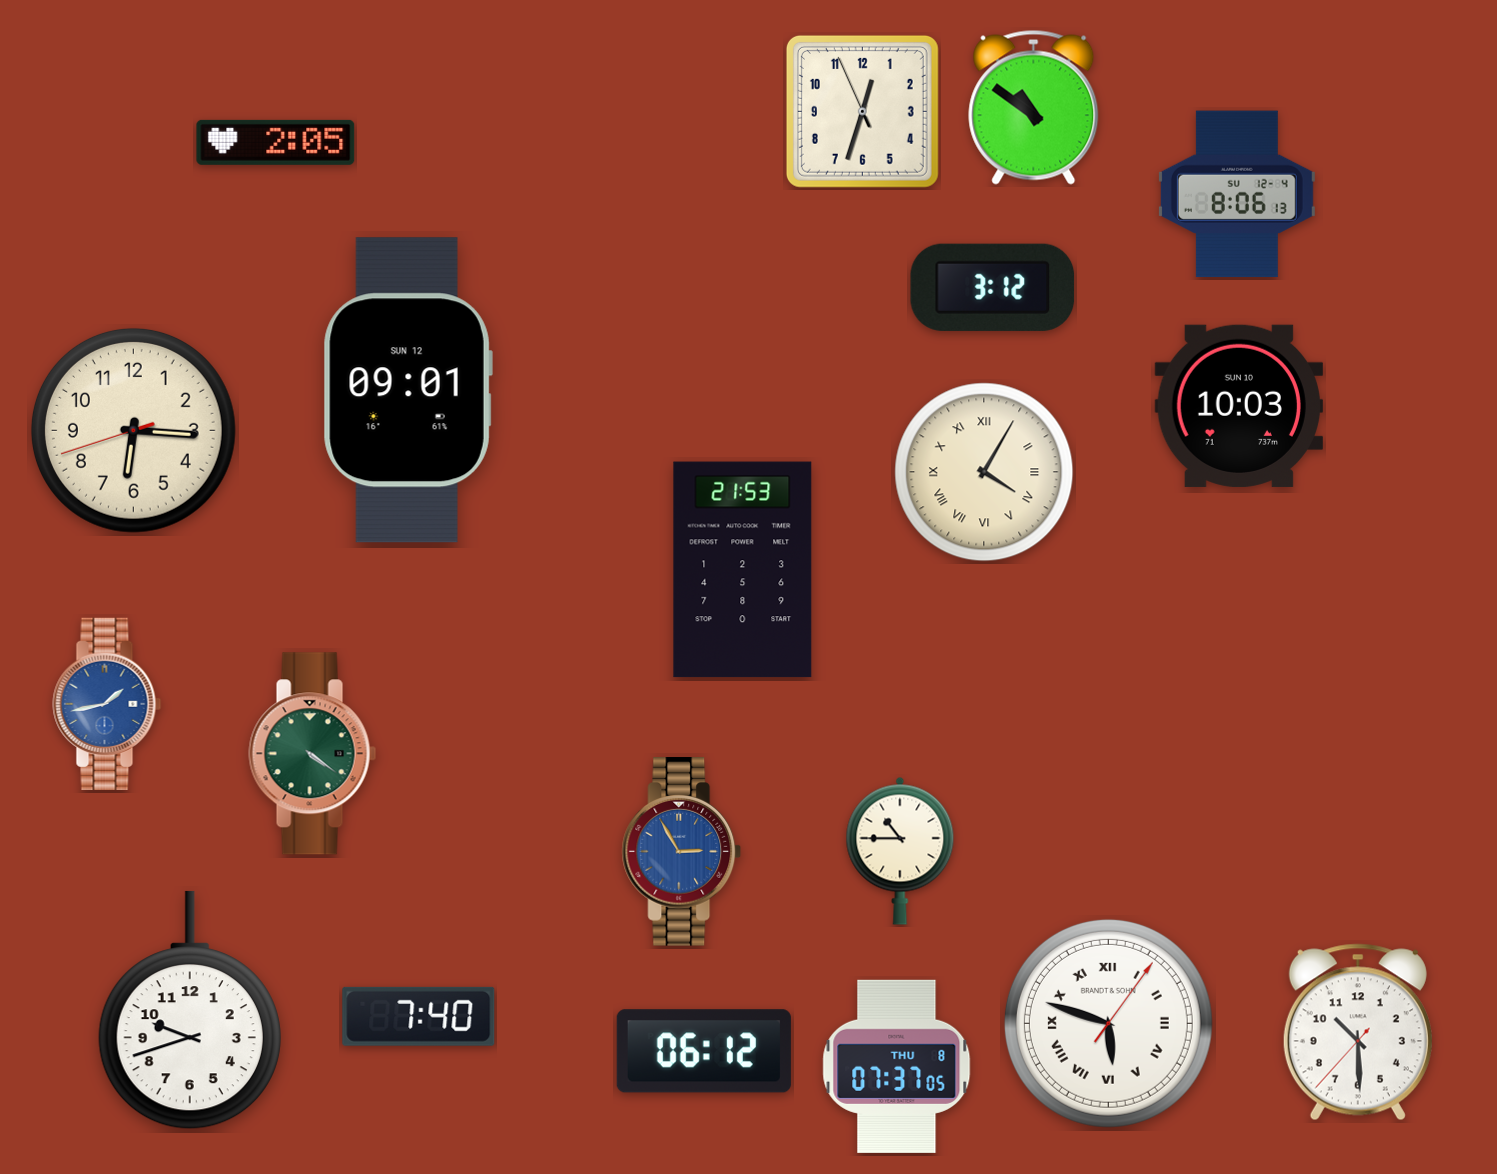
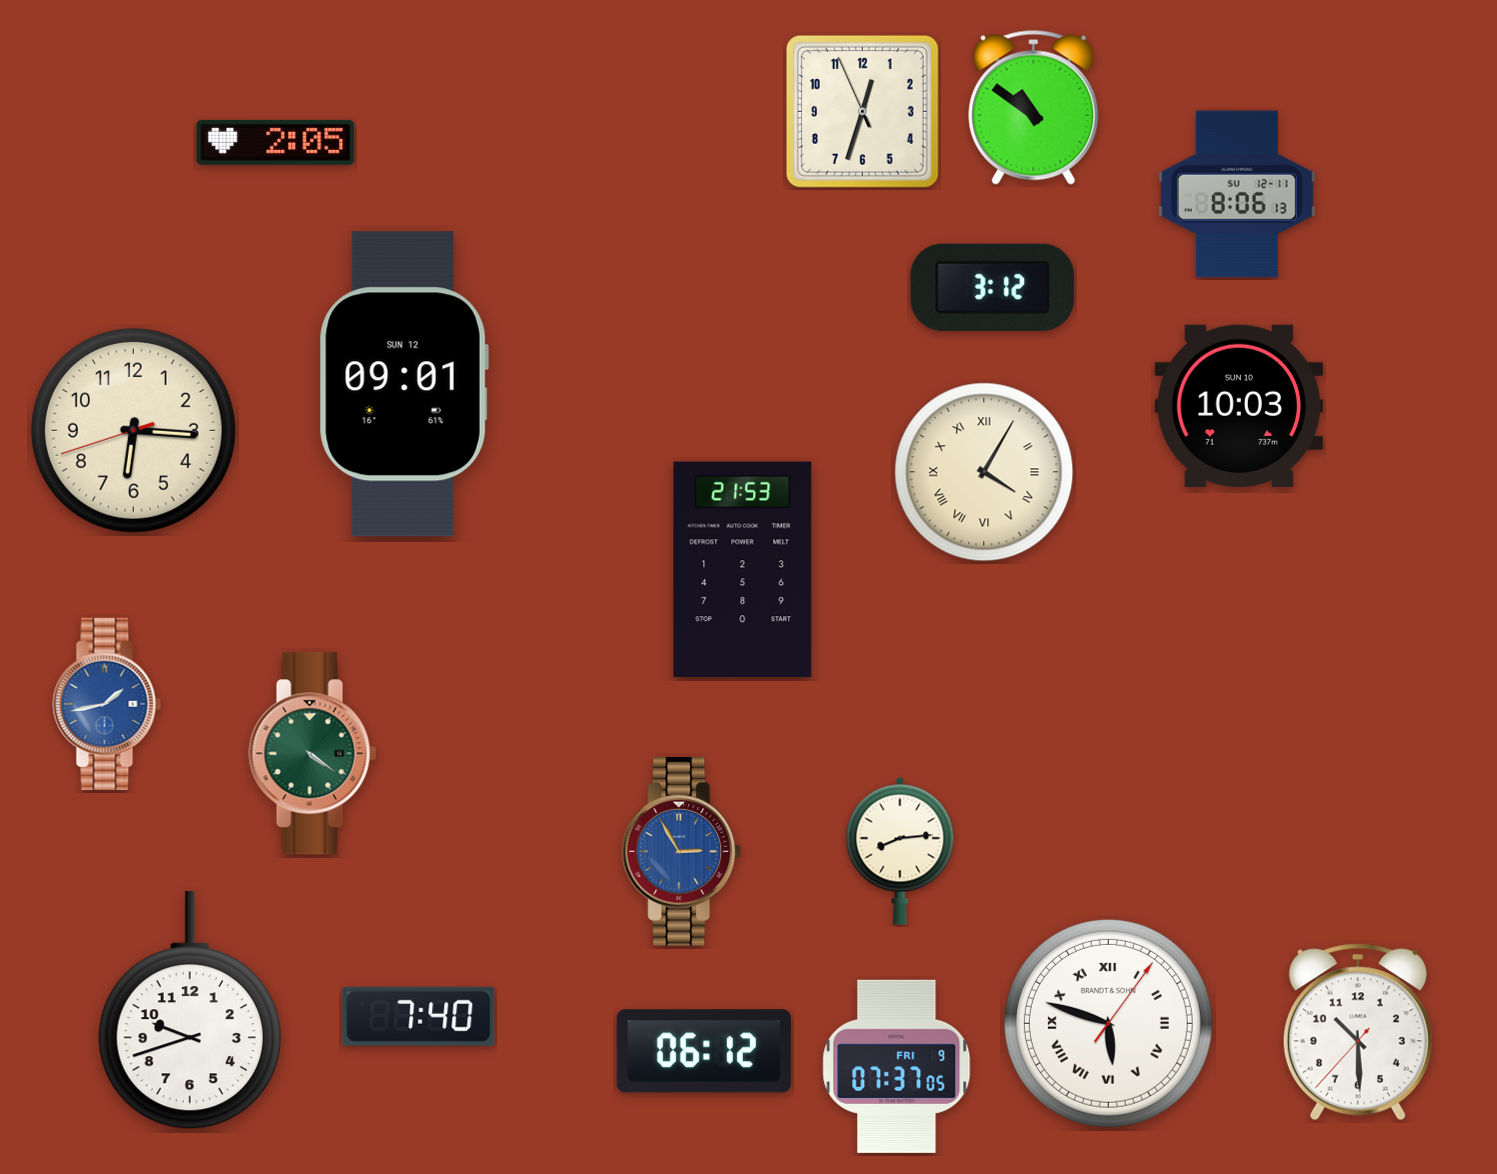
clock at (1237, 194) date: SU 12-4 -> SU 12-11
clock at (408, 390) position: (408, 390) -> (404, 384)
clock at (900, 851): 10:45 -> 8:14
clock at (897, 1066) date: THU 8 -> FRI 9
